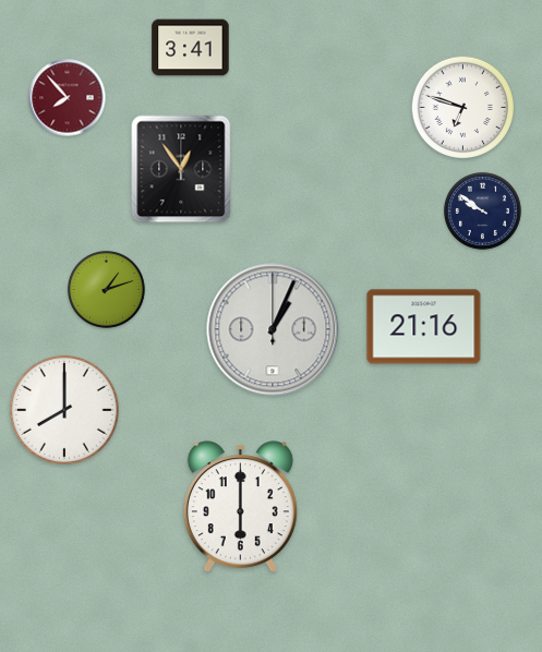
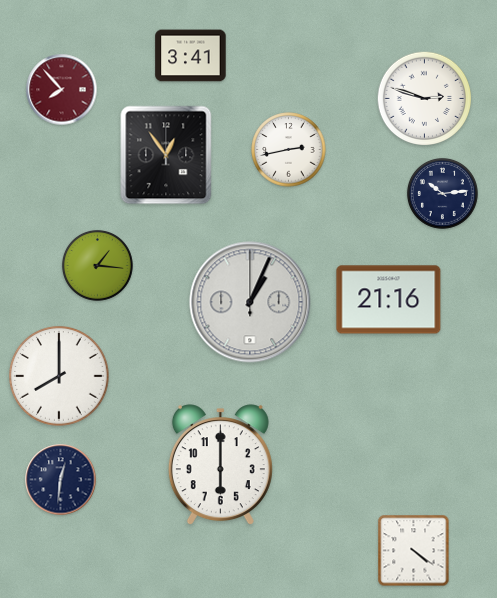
clock at (191, 48) position: (191, 48) -> (191, 56)
clock at (463, 108): 6:48 -> 2:48
clock at (289, 150): none -> 2:43
clock at (482, 210): 9:51 -> 10:14
clock at (106, 289): 1:12 -> 1:16
clock at (61, 480): none -> 12:31
clock at (414, 551): none -> 4:21
